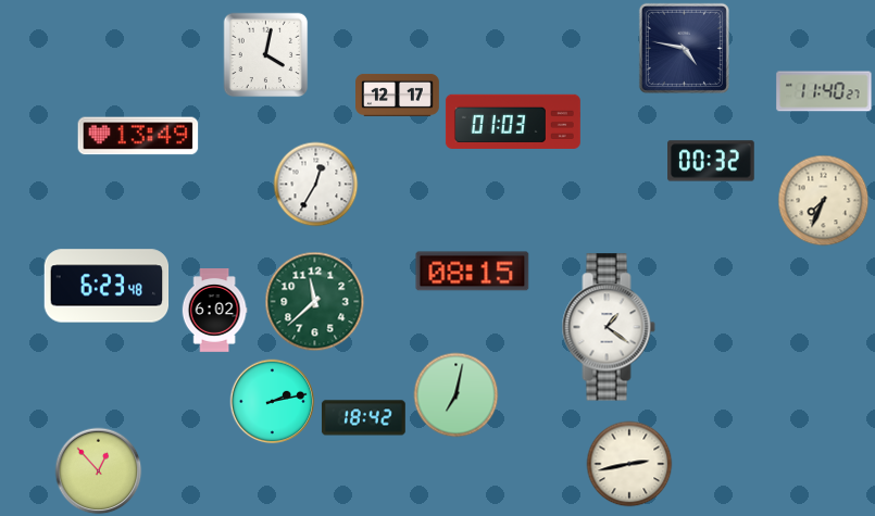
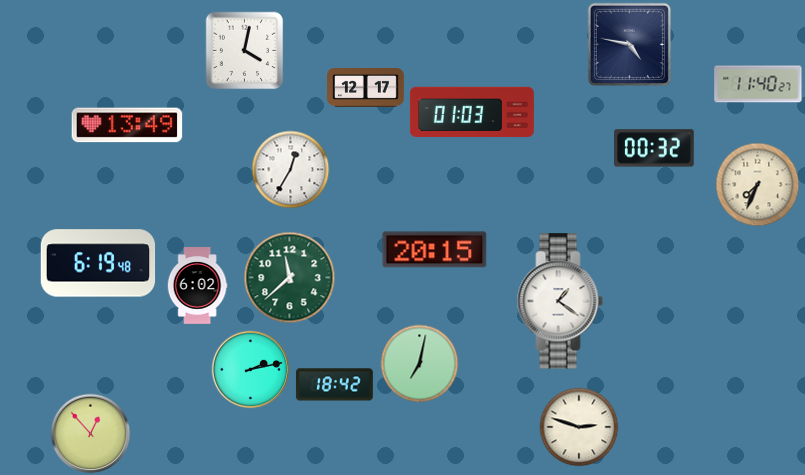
clock at (473, 272): 08:15 -> 20:15
clock at (107, 286): 6:23 -> 6:19
clock at (629, 464): 2:43 -> 2:48
